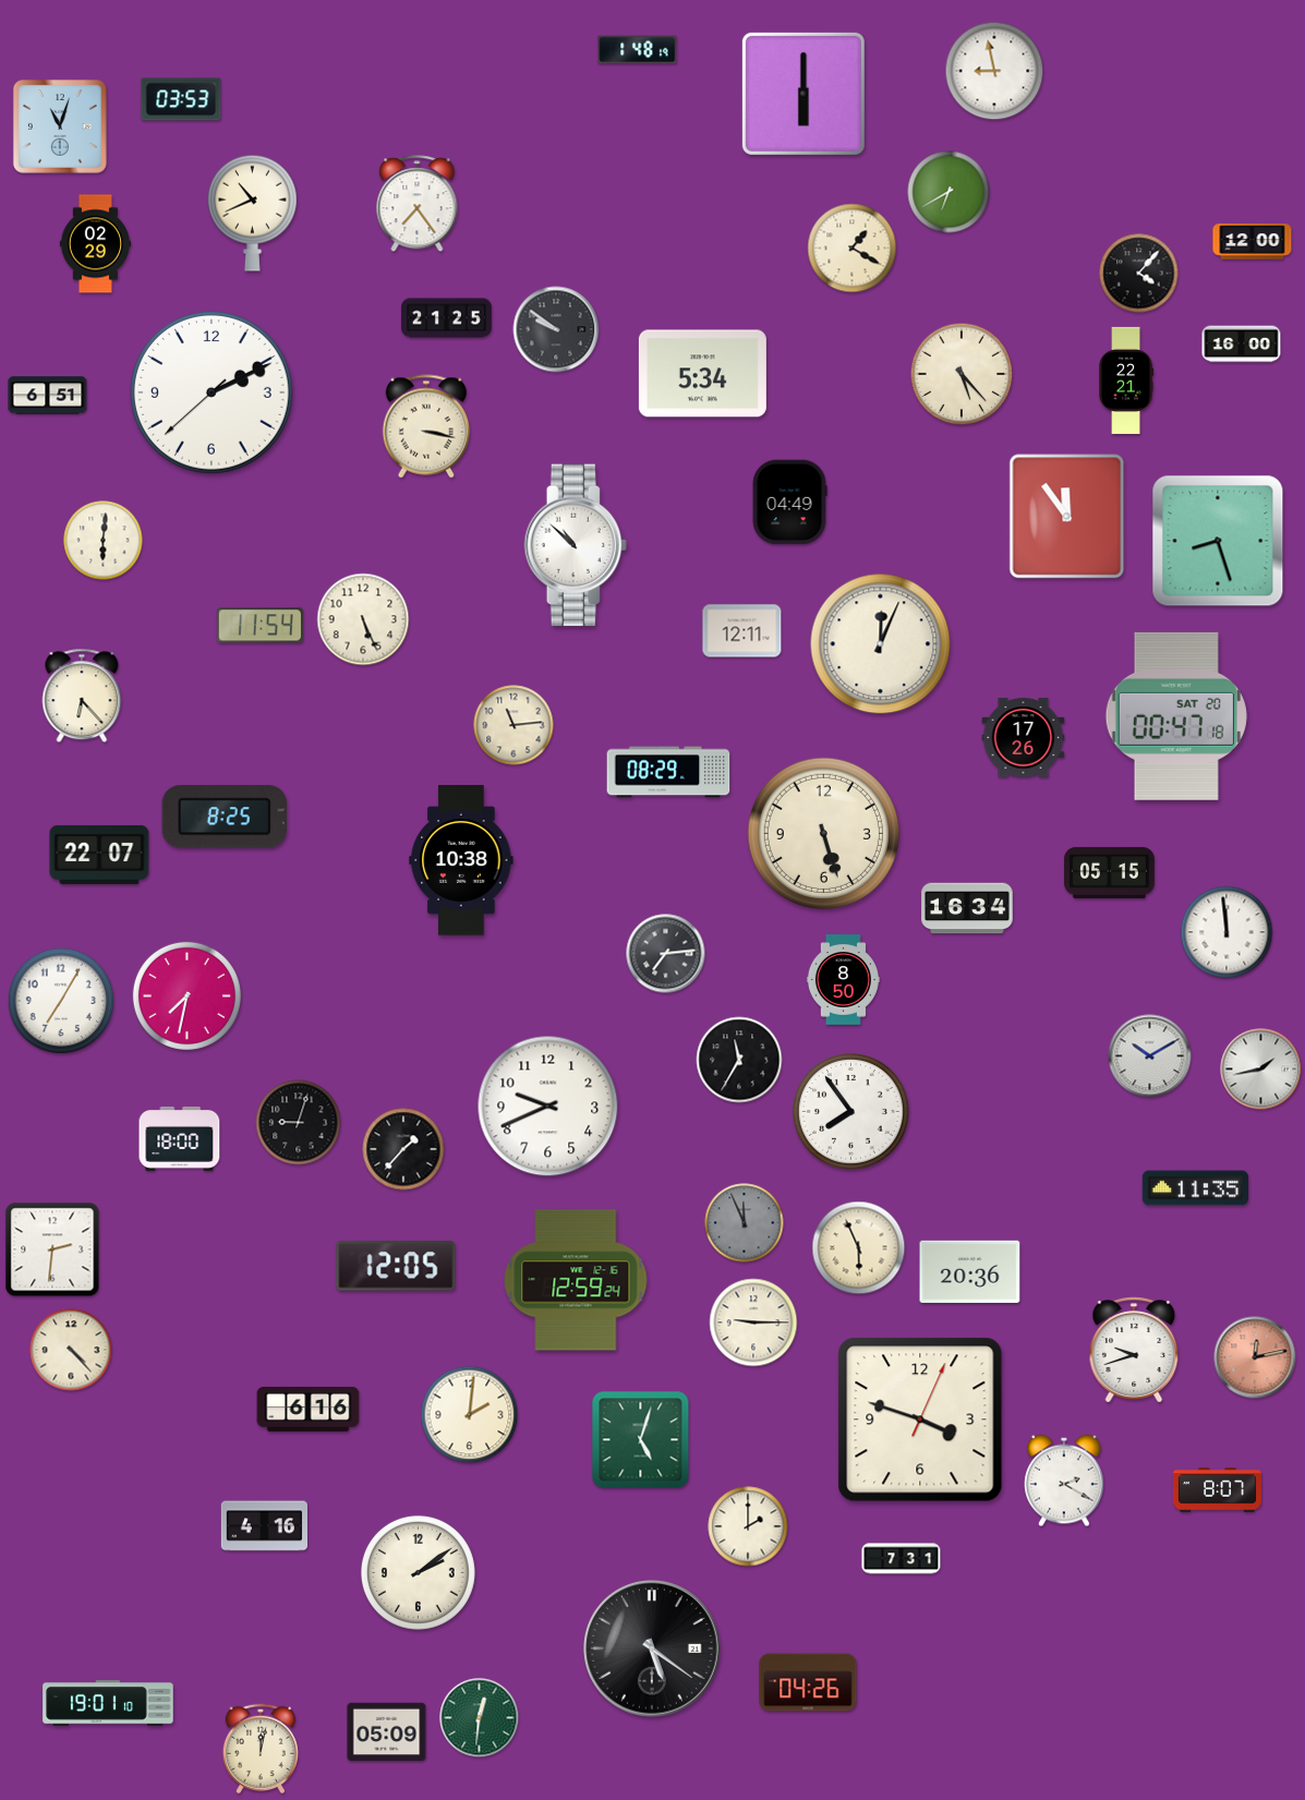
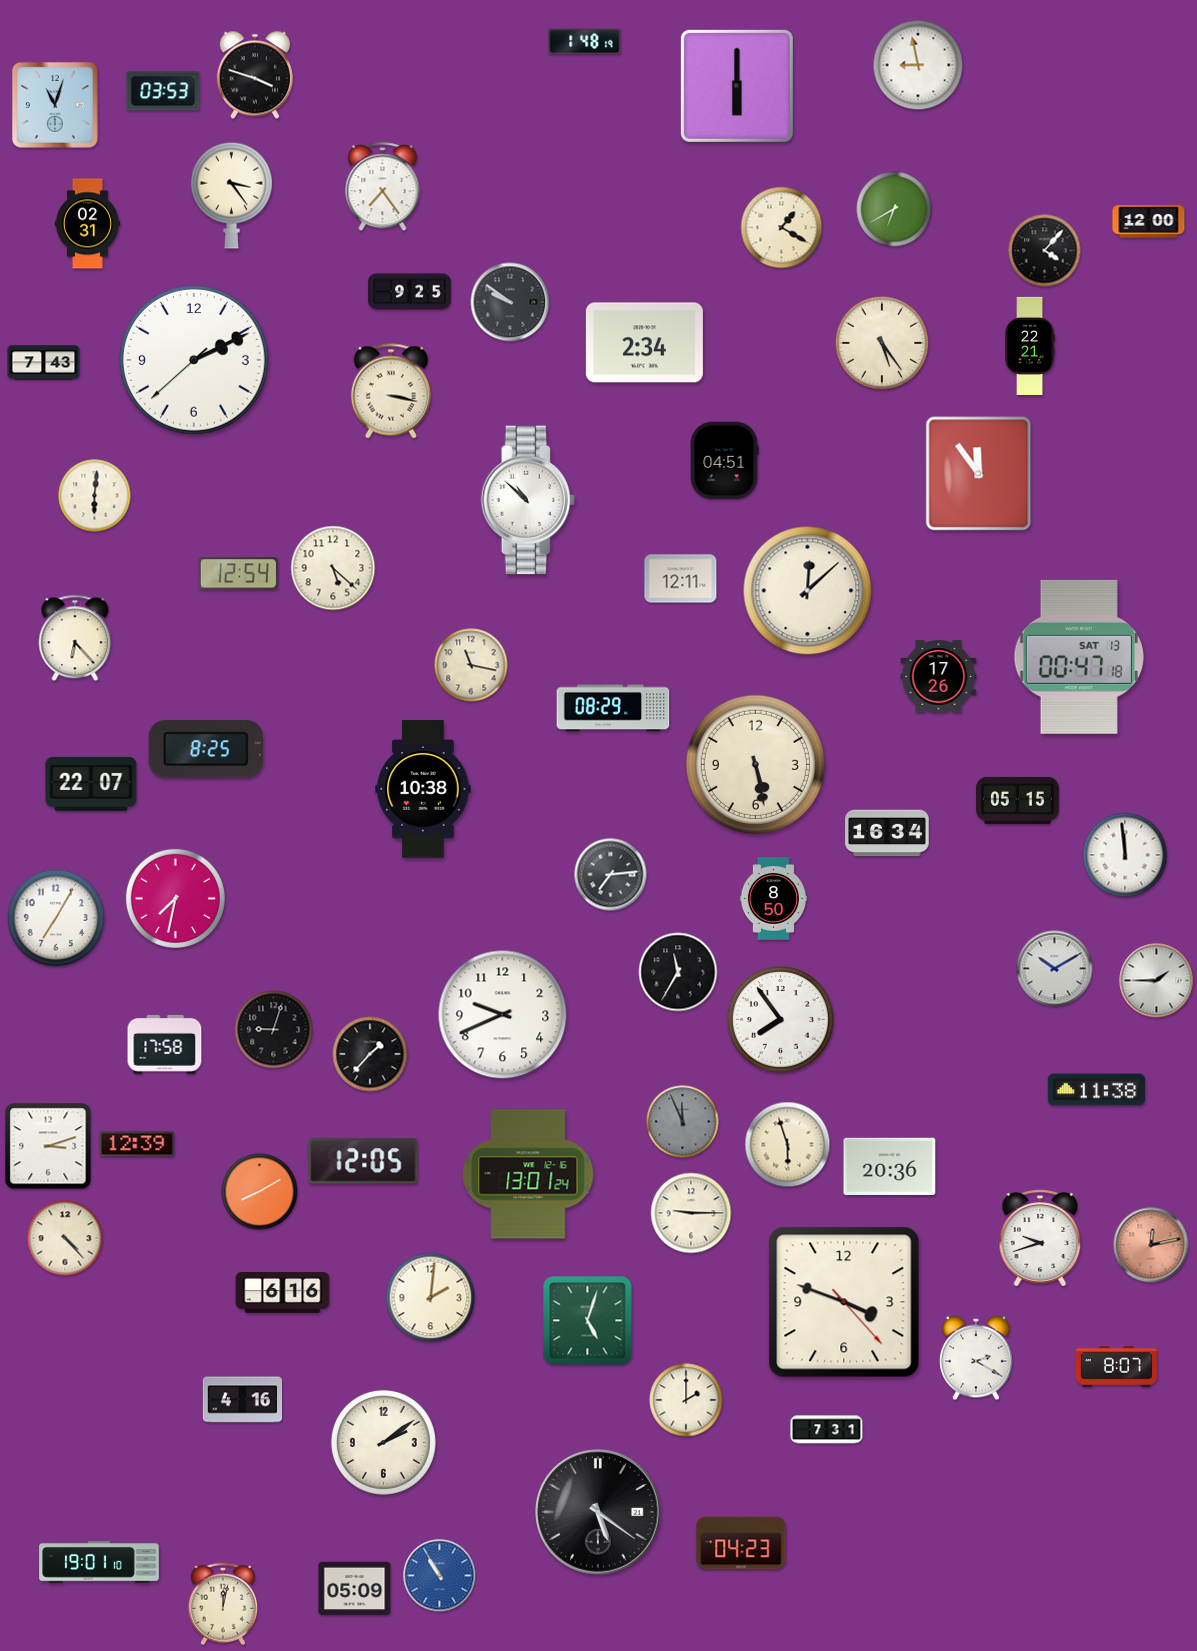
clock at (638, 50) position: (638, 50) -> (585, 42)
clock at (994, 71) position: (994, 71) -> (918, 65)
clock at (254, 75): none -> 3:48
clock at (181, 99) position: (181, 99) -> (163, 91)
clock at (60, 126) position: (60, 126) -> (55, 105)
clock at (948, 192) position: (948, 192) -> (894, 209)
clock at (252, 213): 10:41 -> 3:24
clock at (96, 244): 02:29 -> 02:31
clock at (447, 318): 21:25 -> 9:25
clock at (1242, 345): 16:00 -> none
clock at (702, 374): 5:34 -> 2:34
clock at (962, 374): 5:23 -> 5:24
clock at (1127, 380) position: (1127, 380) -> (1031, 346)
clock at (48, 396): 6:51 -> 7:43
clock at (789, 503): 04:49 -> 04:51
clock at (1218, 541): 8:27 -> none
clock at (363, 619): 5:26 -> 5:22
clock at (259, 626): 11:54 -> 12:54
clock at (881, 644): 12:04 -> 12:08
clock at (1176, 716) date: SAT 20 -> SAT 13
clock at (513, 725): 11:14 -> 11:17
clock at (823, 833): 5:27 -> 5:28
clock at (186, 995) position: (186, 995) -> (175, 898)
clock at (1261, 1070): 1:43 -> 1:45
clock at (180, 1138): 18:00 -> 17:58
clock at (1195, 1188): 11:35 -> 11:38
clock at (137, 1144): none -> 12:39
clock at (859, 1248): 5:56 -> 5:57
clock at (52, 1249): 2:31 -> 3:12
clock at (576, 1280): 12:59 -> 13:01
clock at (260, 1192): none -> 8:10
clock at (920, 1420): 3:48:04 -> 3:48:23
clock at (808, 1682): 04:26 -> 04:23
clock at (480, 1718): 12:31 -> 10:55
clock at (480, 1718) dial: green -> blue
clock at (259, 1749) position: (259, 1749) -> (222, 1604)
